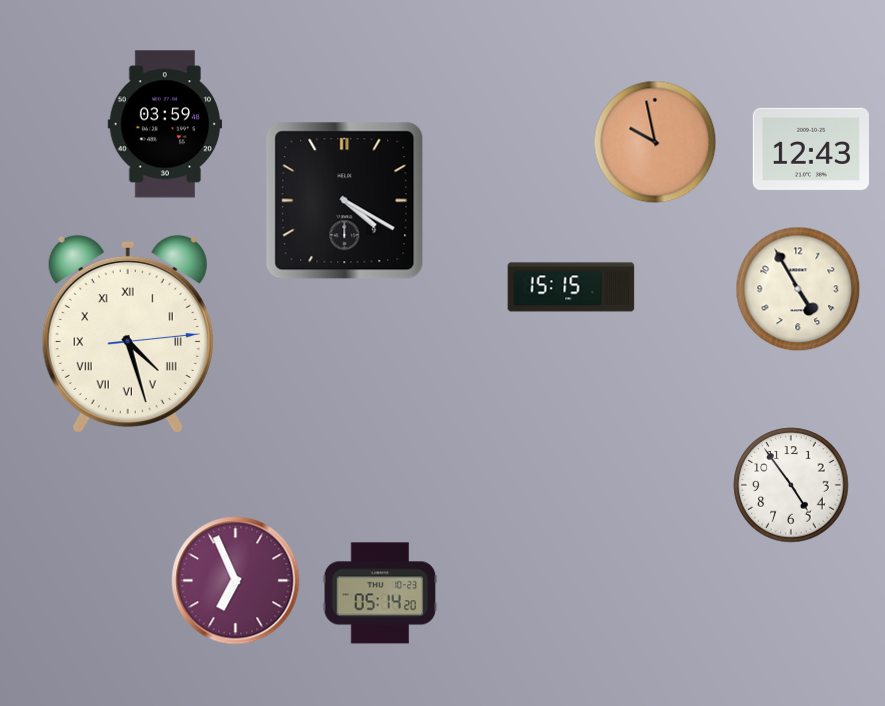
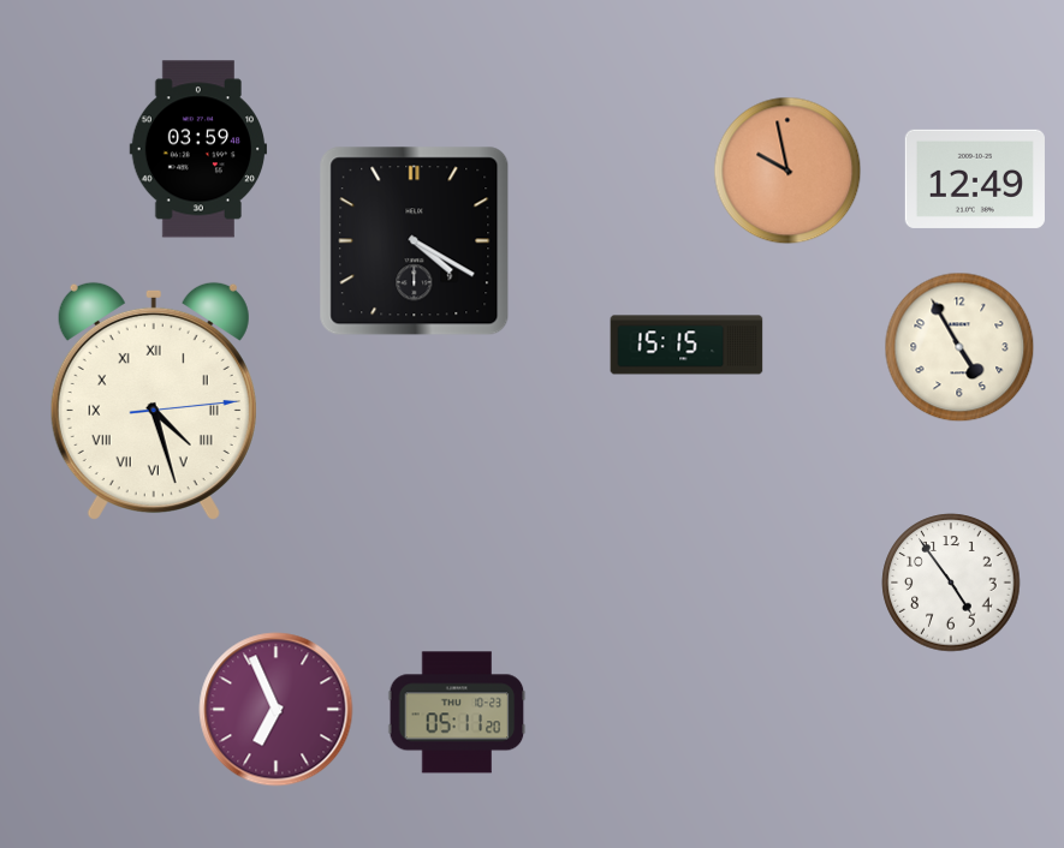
clock at (811, 149): 12:43 -> 12:49
clock at (236, 581) position: (236, 581) -> (277, 710)
clock at (380, 593): 05:14 -> 05:11
